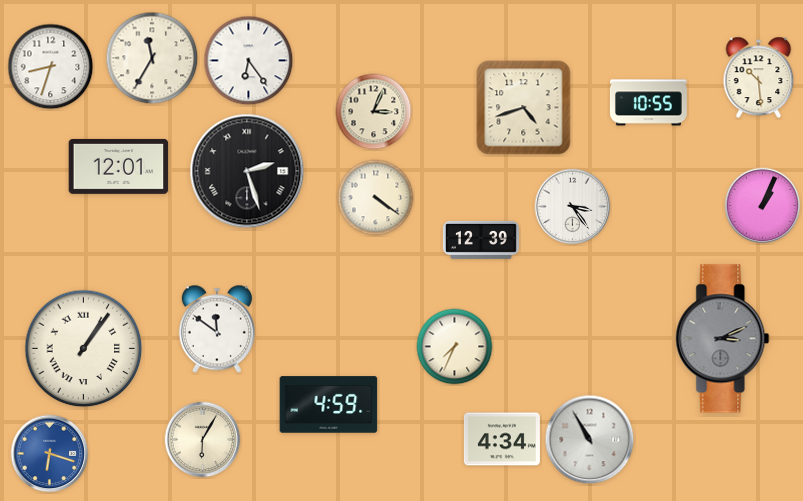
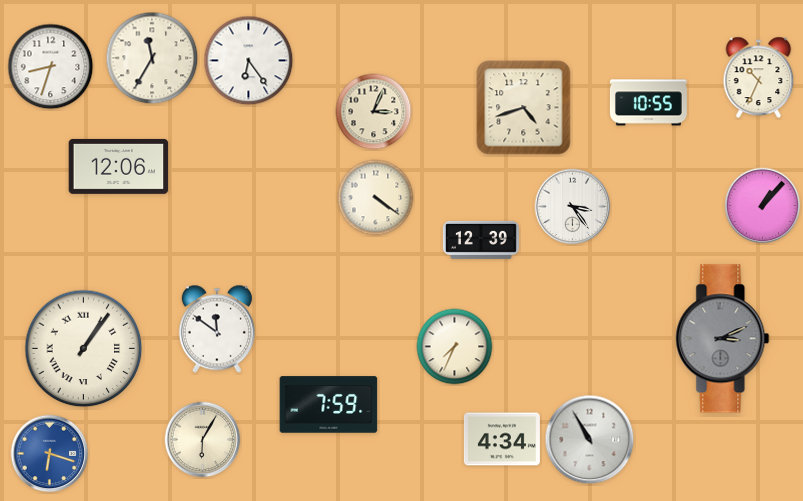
clock at (759, 78): 10:29 -> 10:34
clock at (119, 166): 12:01 -> 12:06
clock at (247, 171): 2:27 -> none
clock at (763, 206): 1:04 -> 1:07
clock at (329, 405): 4:59 -> 7:59
